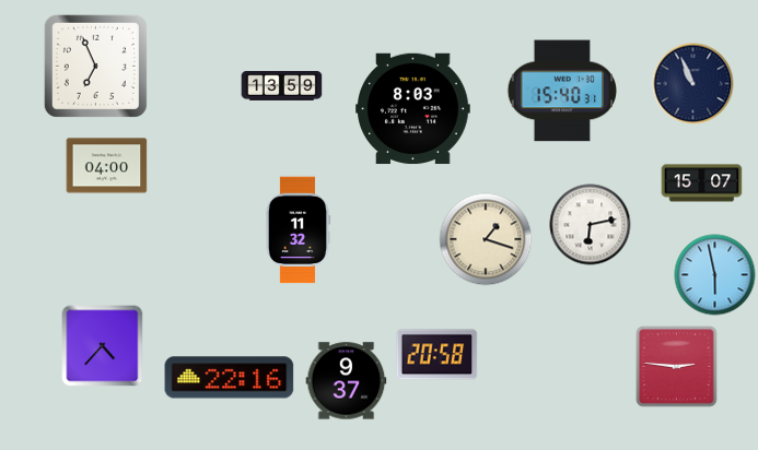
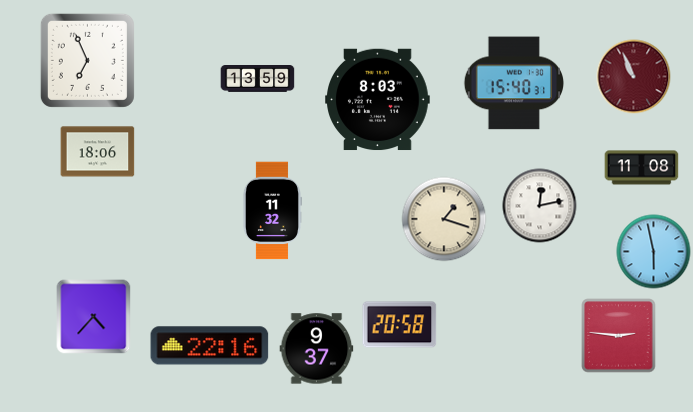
clock at (693, 84) dial: navy -> burgundy
clock at (107, 166): 04:00 -> 18:06
clock at (702, 183): 15:07 -> 11:08
clock at (591, 225): 6:13 -> 12:13
